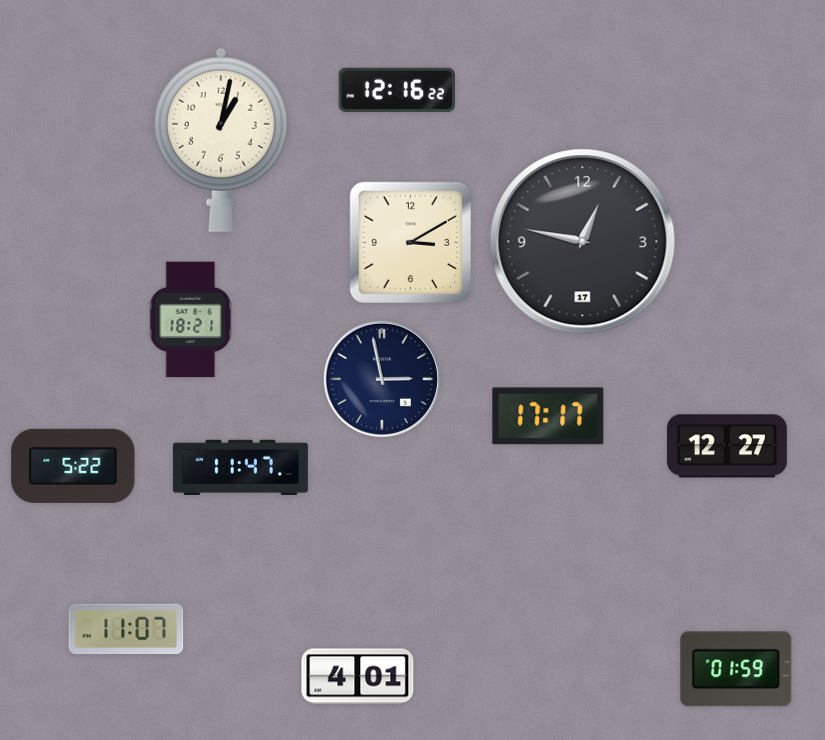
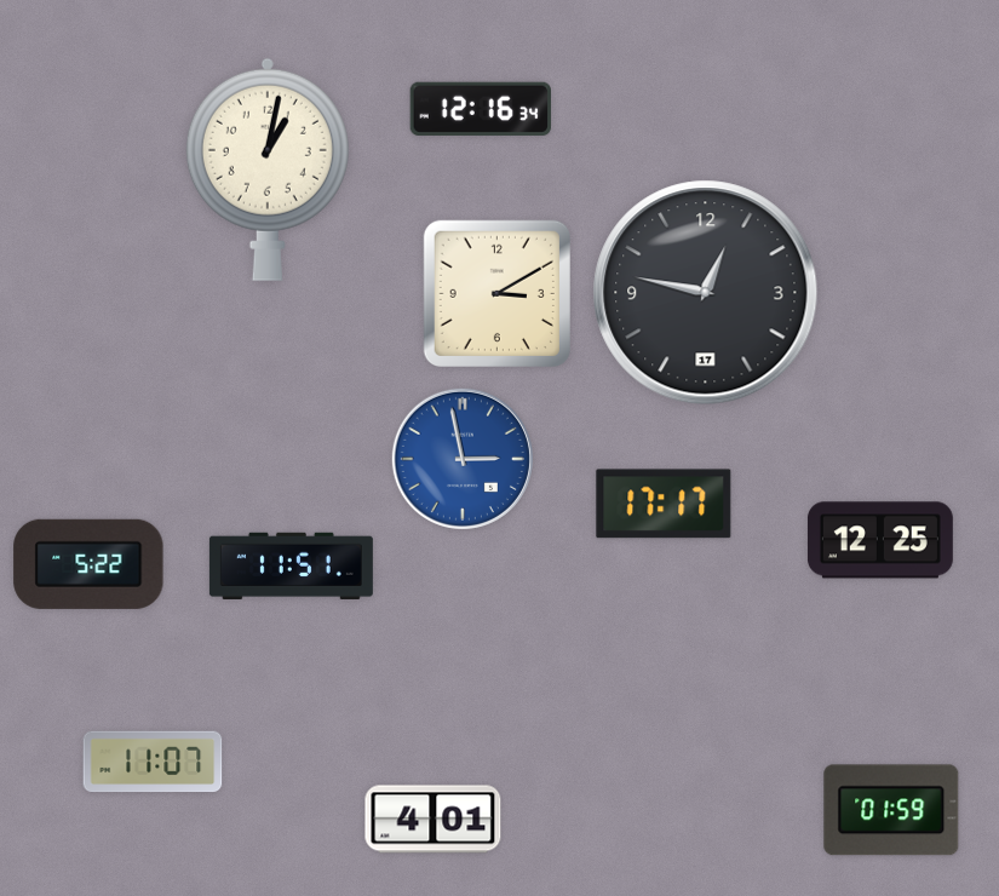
clock at (396, 90): 12:16:22 -> 12:16:34
clock at (191, 320): 18:21 -> none
clock at (382, 379) dial: navy -> blue
clock at (727, 446): 12:27 -> 12:25
clock at (240, 467): 11:47 -> 11:51
